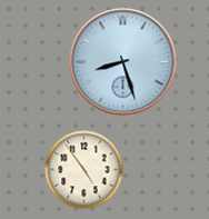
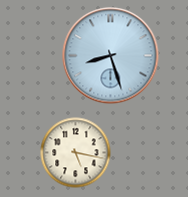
clock at (84, 170): 4:54 -> 5:17
